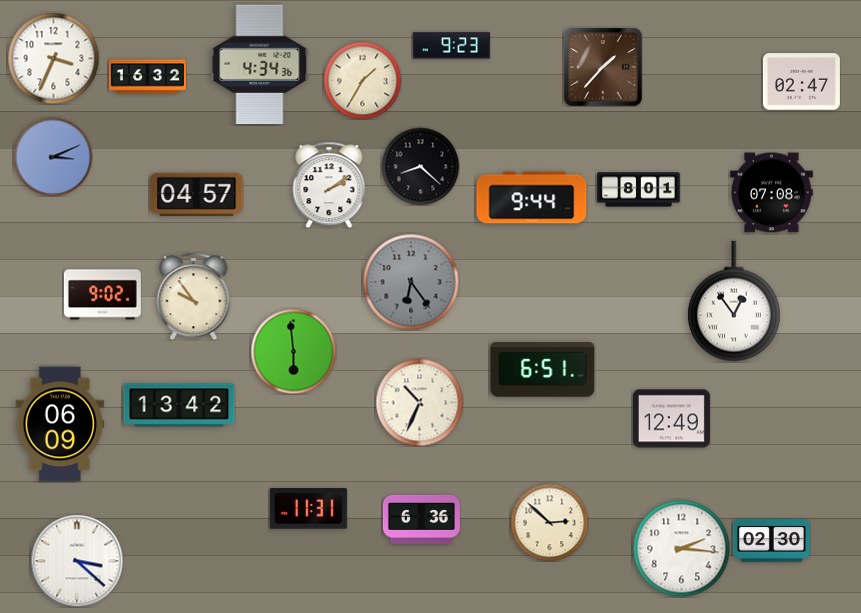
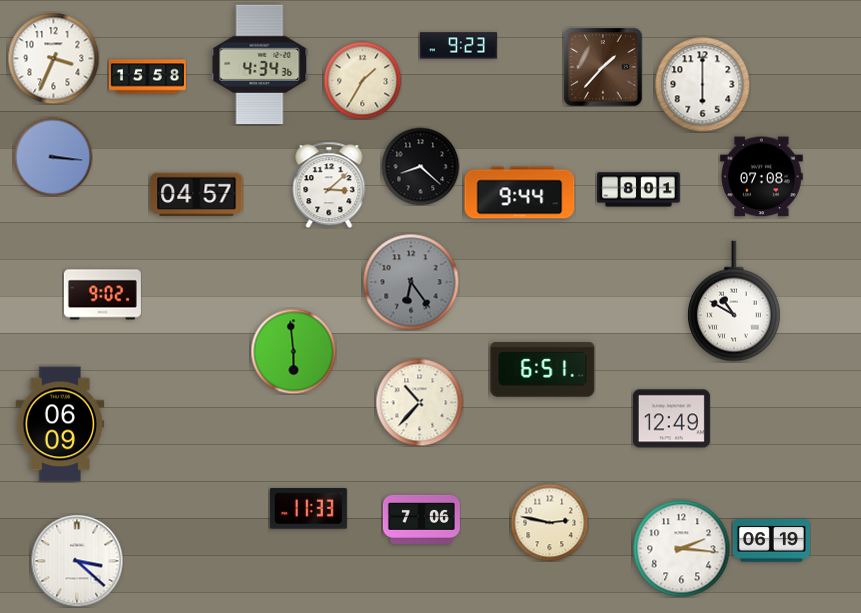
clock at (451, 46) position: (451, 46) -> (458, 46)
clock at (147, 77): 16:32 -> 15:58
clock at (801, 82): 02:47 -> none
clock at (702, 84): none -> 6:00
clock at (53, 157): 3:11 -> 3:16
clock at (329, 185): 2:09 -> 3:08
clock at (772, 193) position: (772, 193) -> (762, 177)
clock at (532, 198) position: (532, 198) -> (520, 193)
clock at (194, 296): 9:54 -> none
clock at (734, 301): 12:54 -> 10:50
clock at (419, 402): 10:34 -> 10:37
clock at (179, 405): 13:42 -> none
clock at (308, 509): 11:31 -> 11:33
clock at (421, 519): 6:36 -> 7:06
clock at (549, 522): 2:52 -> 2:47
clock at (771, 541): 02:30 -> 06:19
